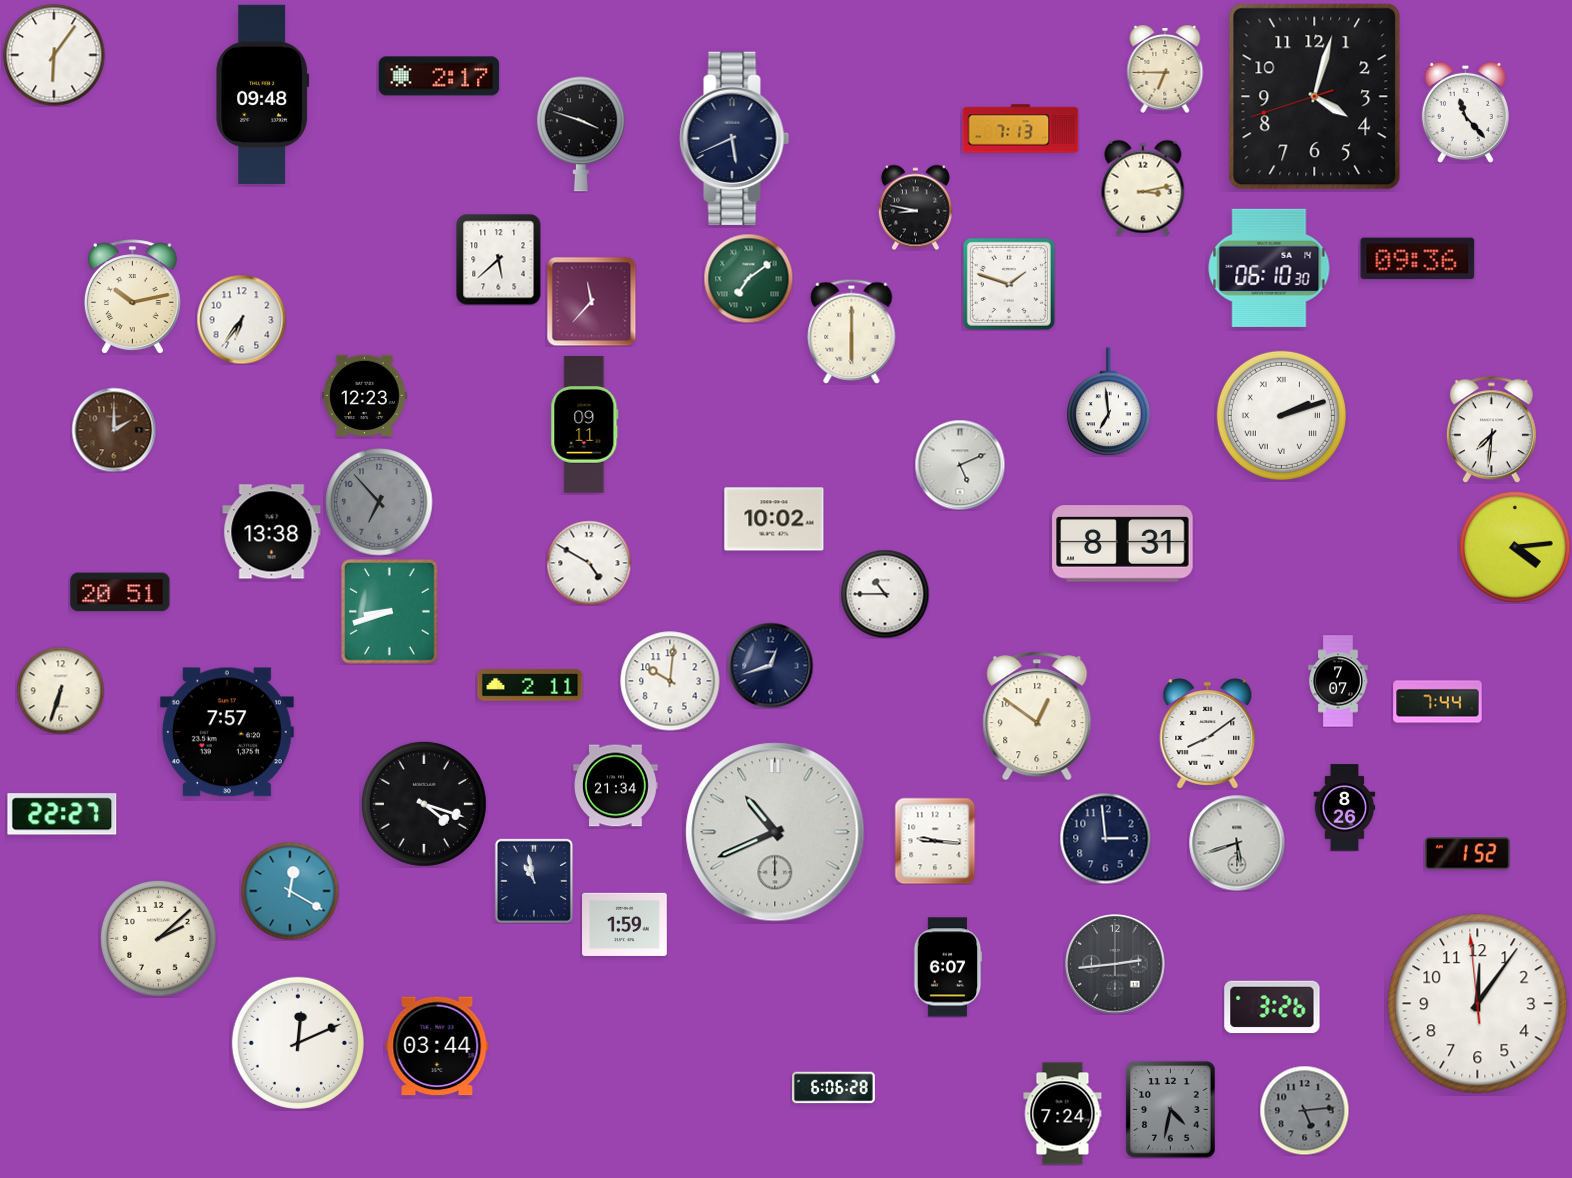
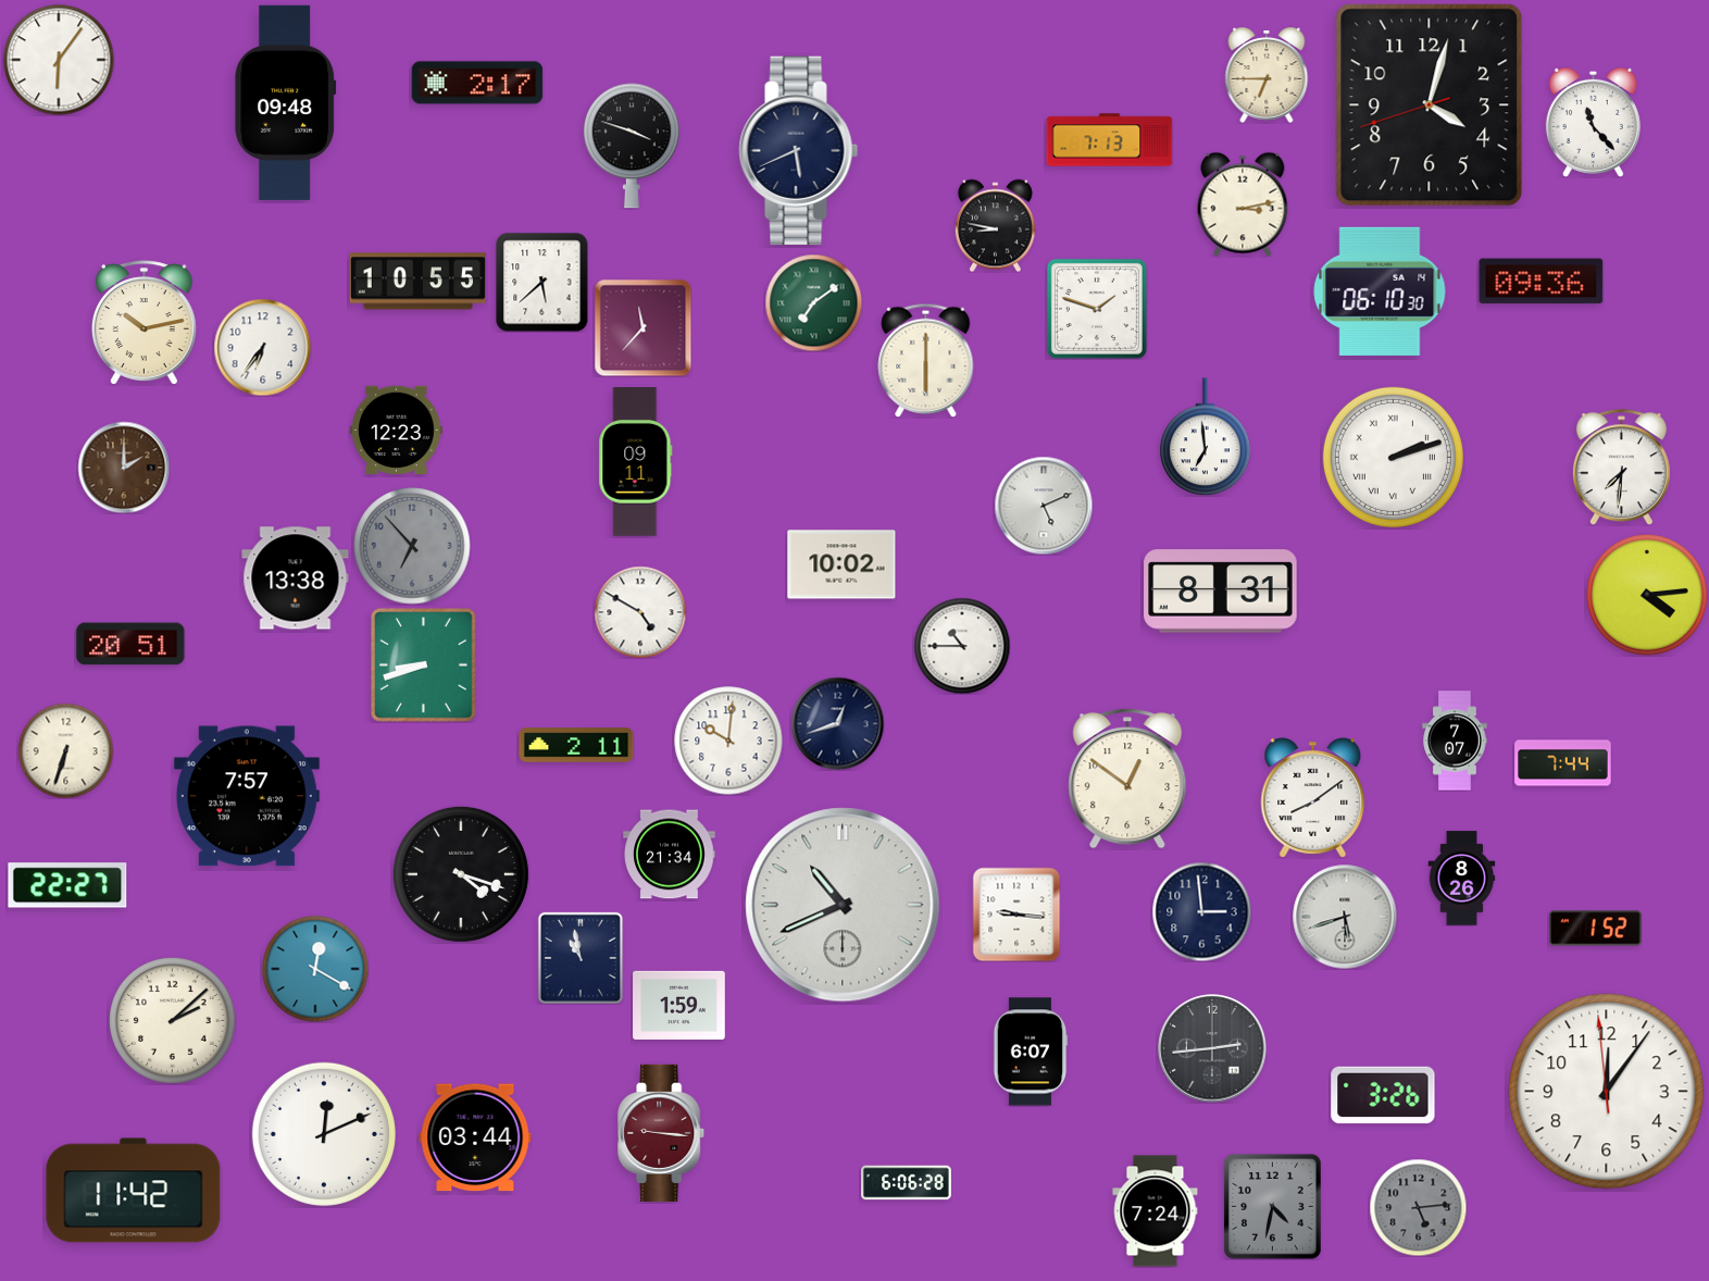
clock at (417, 282): none -> 10:55
clock at (1281, 415) position: (1281, 415) -> (1393, 457)
clock at (662, 1133): none -> 9:16
clock at (134, 1191): none -> 11:42
